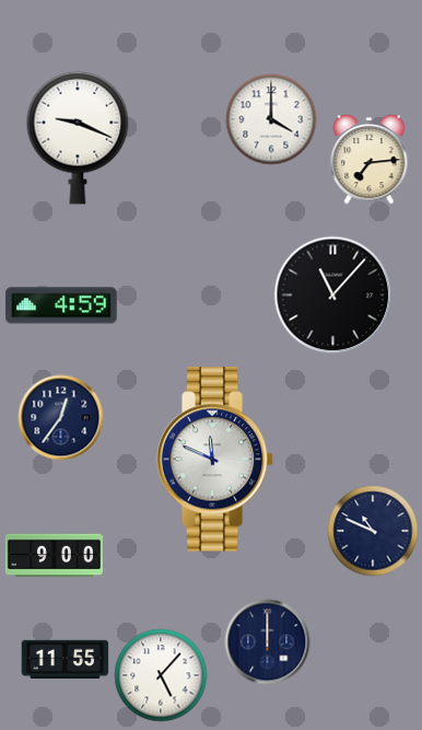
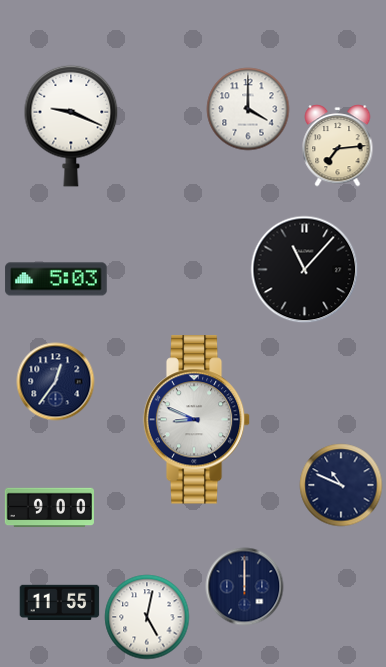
clock at (61, 305): 4:59 -> 5:03
clock at (215, 460): 11:49 -> 8:49
clock at (161, 675): 5:07 -> 5:02
